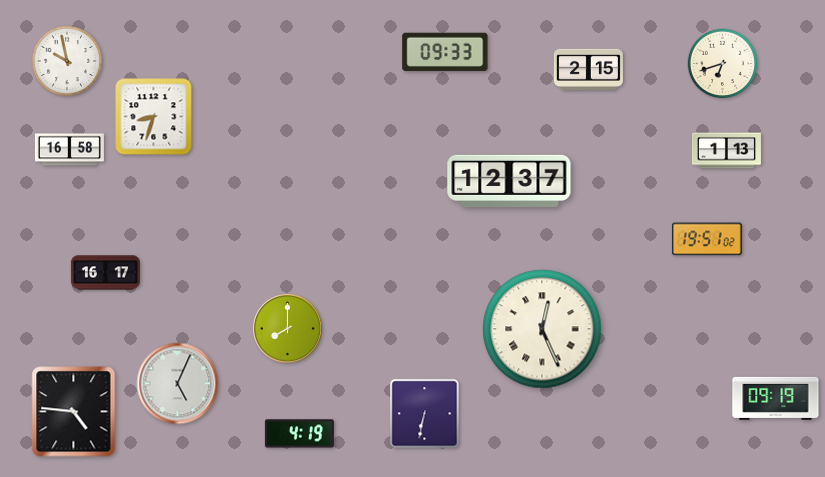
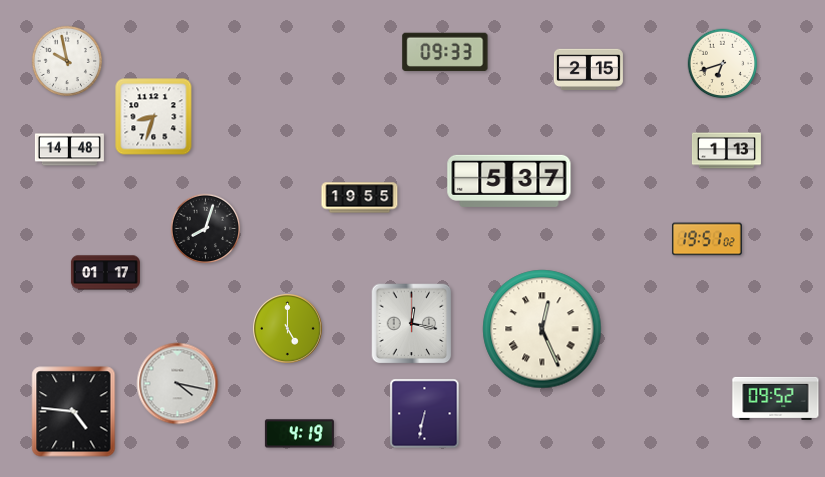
clock at (69, 150): 16:58 -> 14:48
clock at (509, 181): 12:37 -> 5:37
clock at (360, 198): none -> 19:55
clock at (206, 229): none -> 8:03
clock at (105, 273): 16:17 -> 01:17
clock at (412, 324): none -> 12:17
clock at (288, 329): 8:00 -> 5:00
clock at (178, 384): 5:04 -> 4:17
clock at (776, 398): 09:19 -> 09:52
